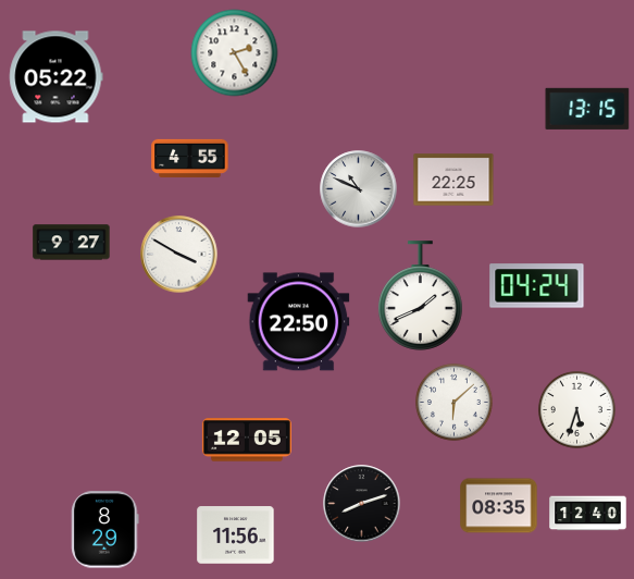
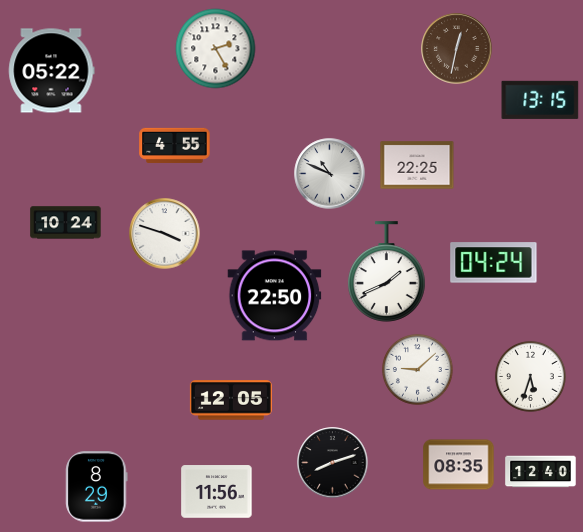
clock at (457, 49): none -> 12:32
clock at (72, 243): 9:27 -> 10:24
clock at (179, 255): 3:50 -> 3:48
clock at (453, 402): 6:08 -> 9:08
clock at (247, 440) position: (247, 440) -> (231, 400)
